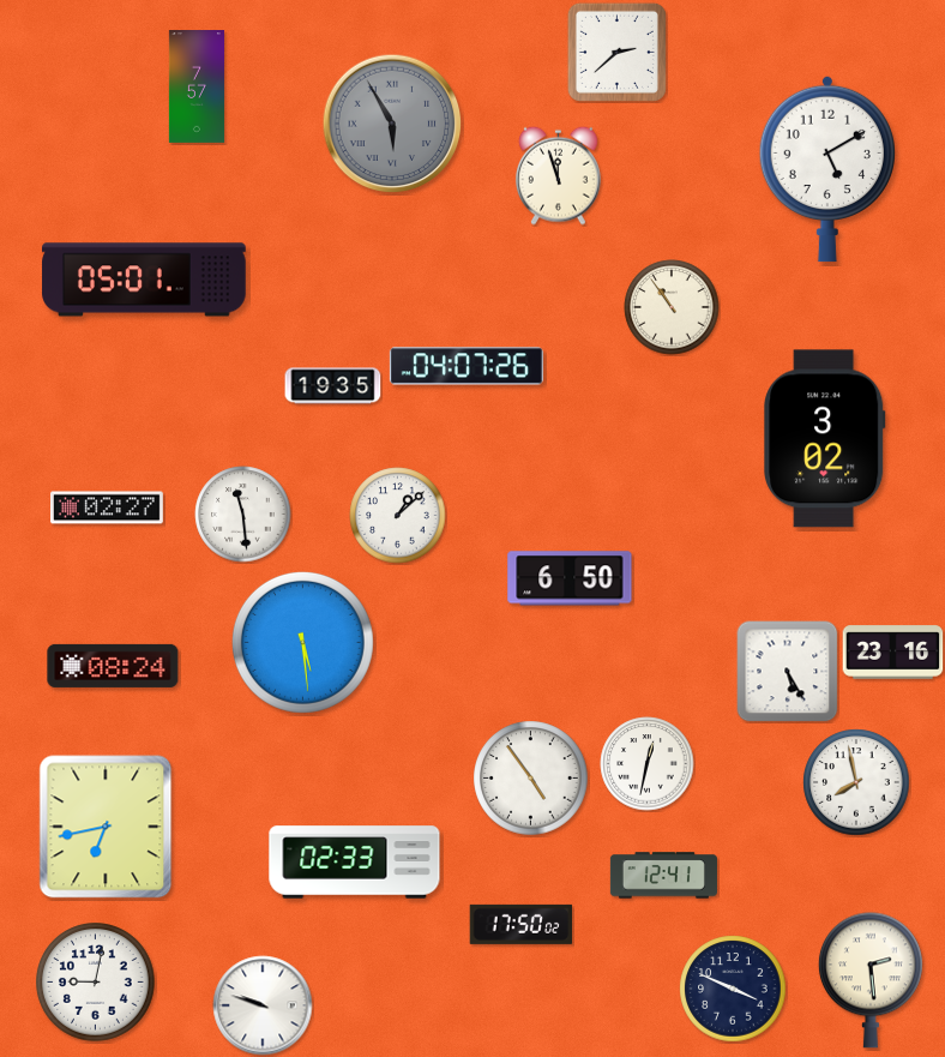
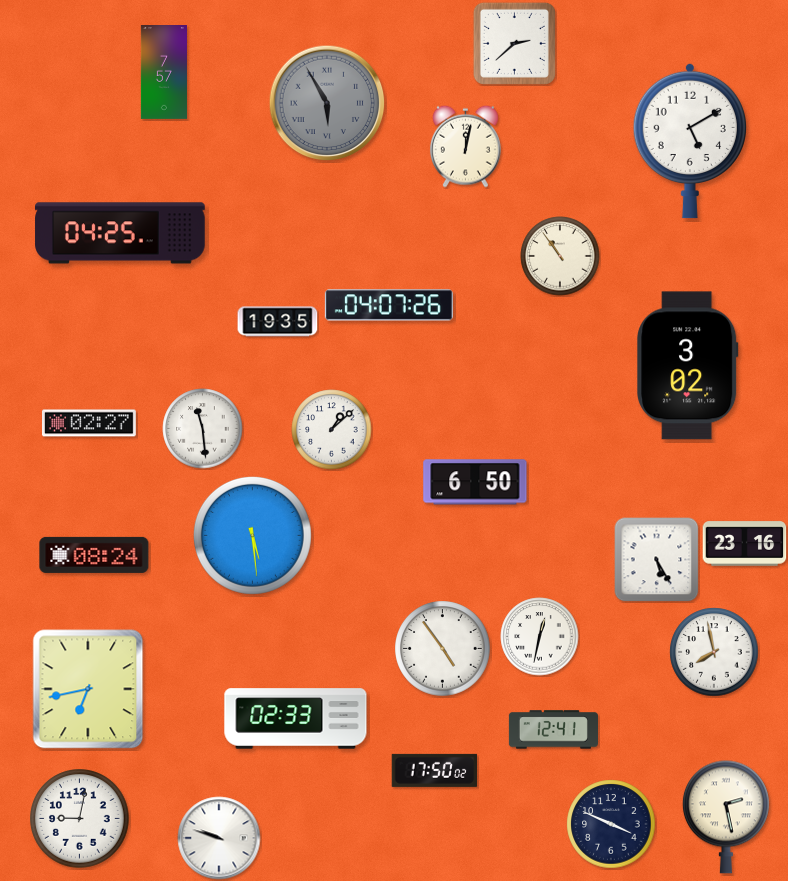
clock at (558, 175): 11:57 -> 12:02
clock at (144, 280): 05:01 -> 04:25
clock at (871, 980): 2:29 -> 2:28
